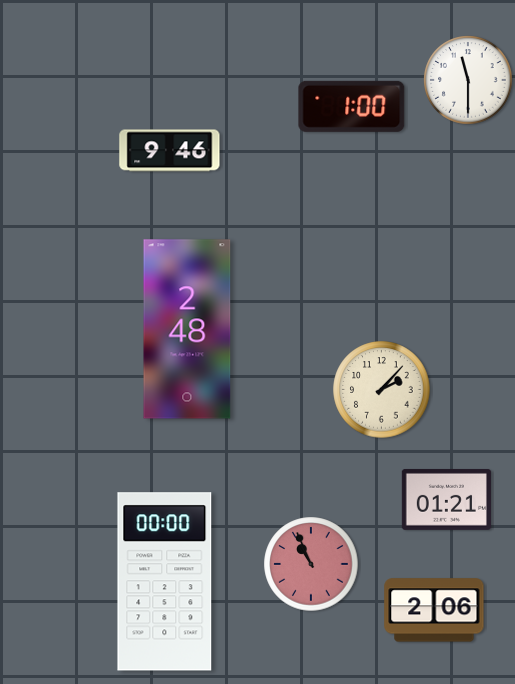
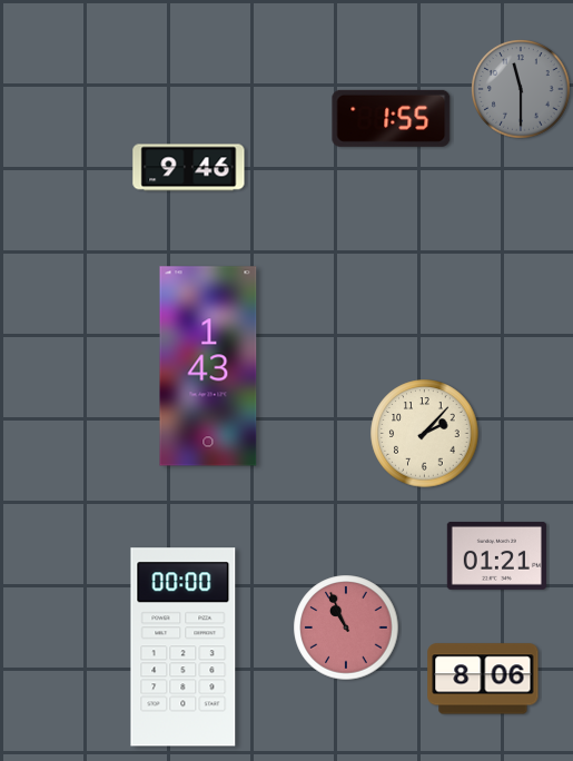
clock at (468, 80) dial: white -> grey
clock at (352, 106): 1:00 -> 1:55
clock at (187, 329): 2:48 -> 1:43
clock at (434, 610): 2:06 -> 8:06
